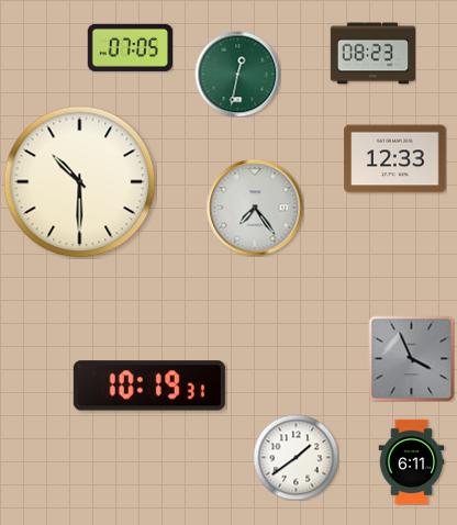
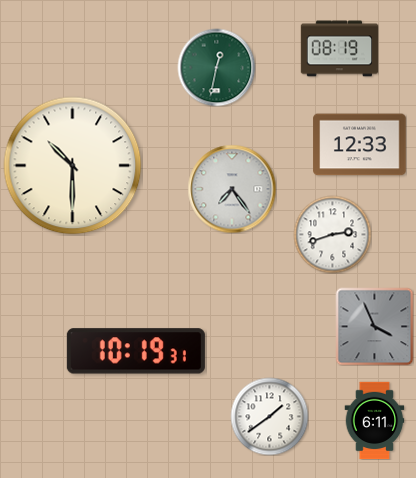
clock at (130, 47): 07:05 -> none
clock at (372, 54): 08:23 -> 08:19
clock at (332, 234): none -> 2:42
